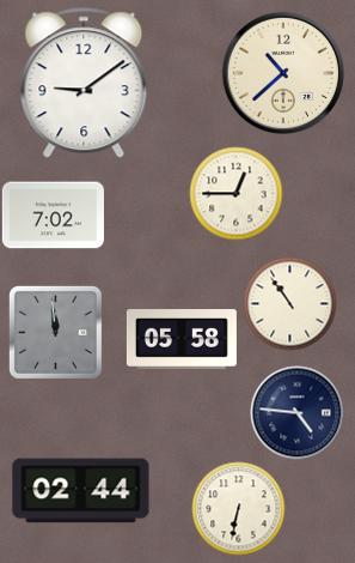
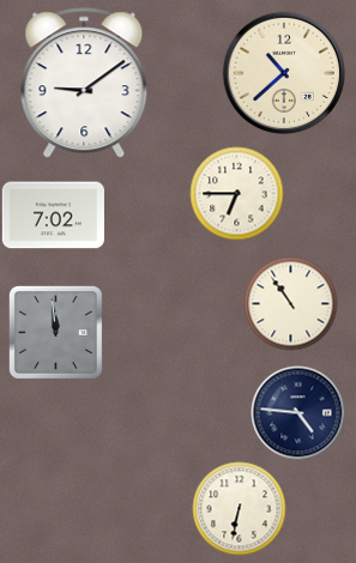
clock at (235, 193): 12:45 -> 6:45
clock at (182, 340): 05:58 -> none
clock at (81, 491): 02:44 -> none
